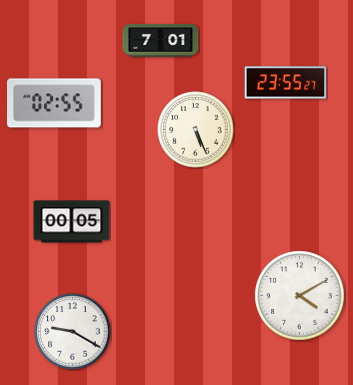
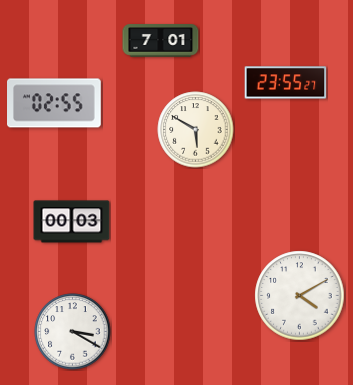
clock at (196, 130): 5:26 -> 5:50
clock at (72, 222): 00:05 -> 00:03
clock at (73, 332): 9:20 -> 3:20
